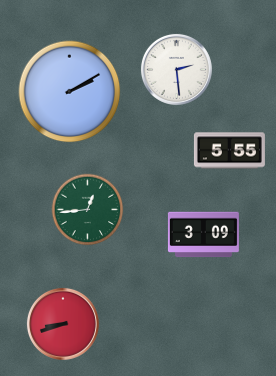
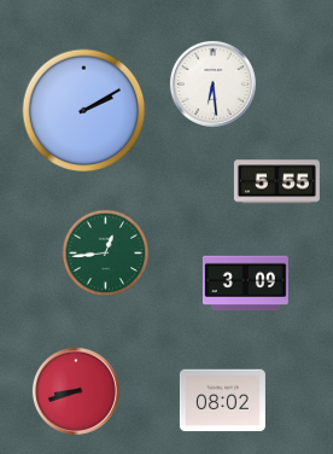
clock at (176, 69): 2:29 -> 6:29
clock at (222, 401): none -> 08:02
